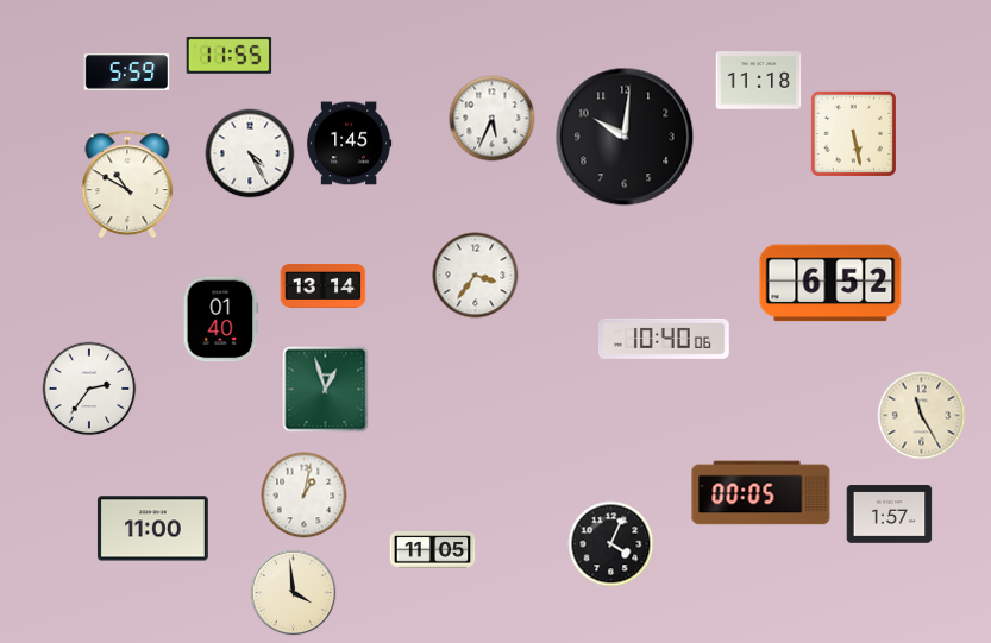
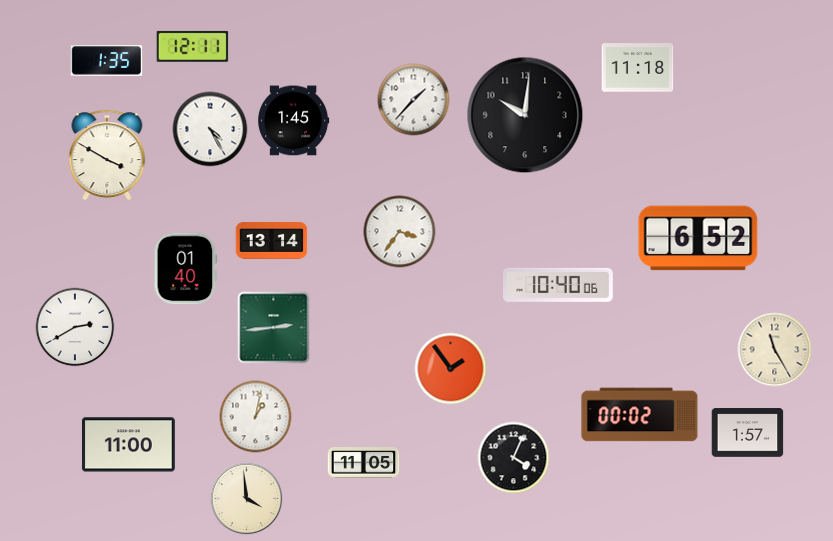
clock at (230, 55): 11:55 -> 12:11
clock at (127, 73): 5:59 -> 1:35
clock at (493, 119): 5:34 -> 1:37
clock at (853, 133): 5:28 -> none
clock at (127, 184): 10:50 -> 3:50
clock at (89, 389): 2:36 -> 2:40
clock at (326, 390): 12:57 -> 2:44
clock at (451, 369): none -> 1:54
clock at (761, 493): 00:05 -> 00:02
